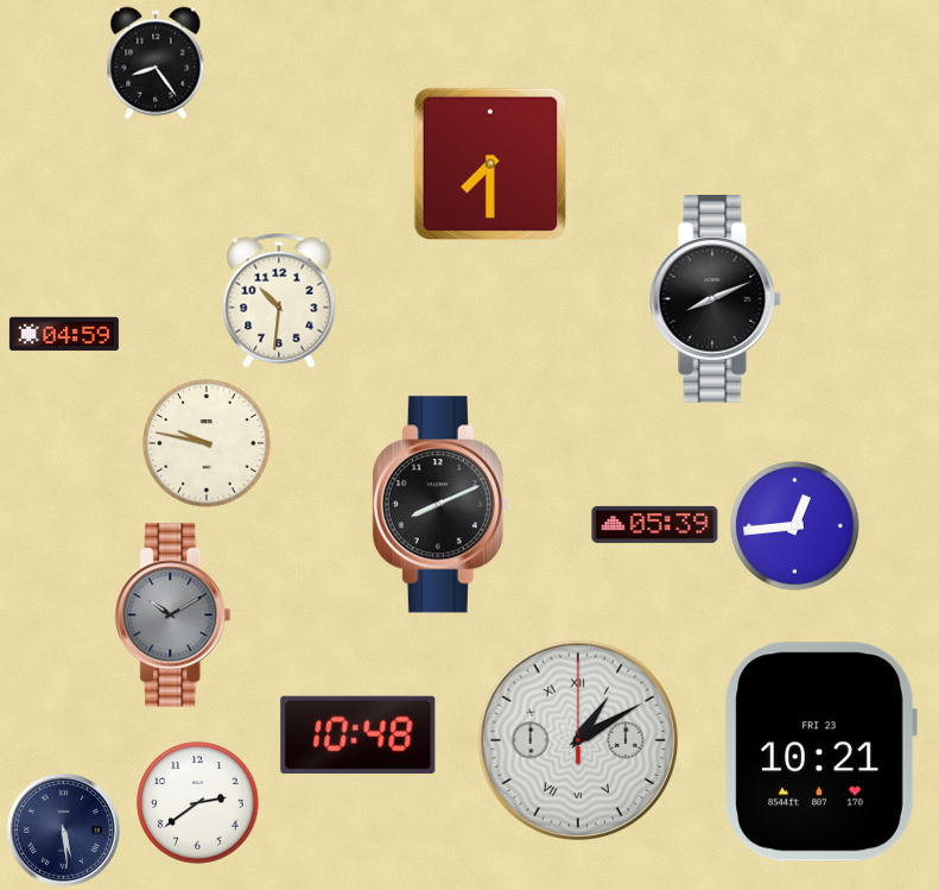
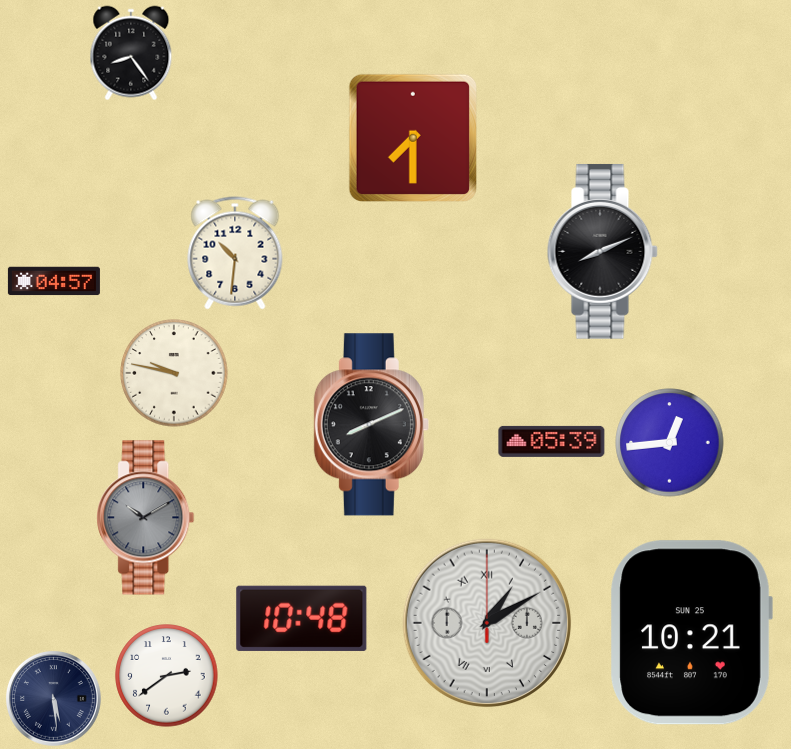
clock at (64, 334): 04:59 -> 04:57
clock at (820, 752) date: FRI 23 -> SUN 25
